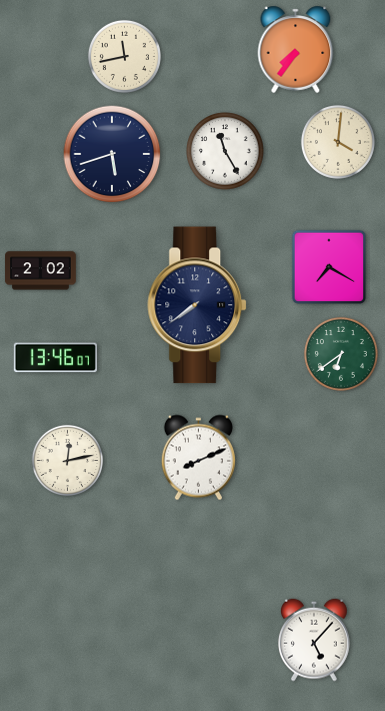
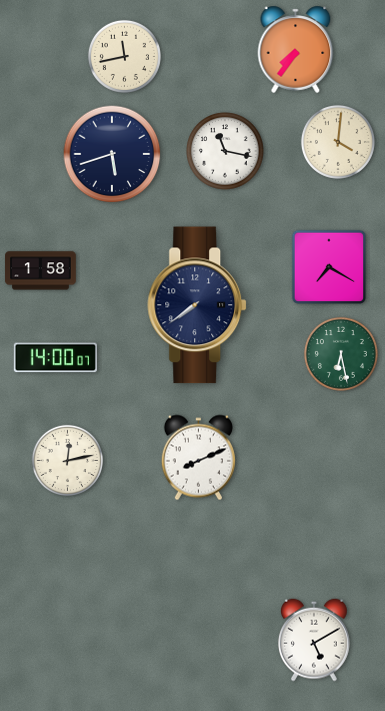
clock at (225, 151): 11:25 -> 11:17
clock at (41, 271): 2:02 -> 1:58
clock at (341, 354): 6:39 -> 6:28
clock at (55, 358): 13:46 -> 14:00
clock at (315, 640): 5:07 -> 5:10
